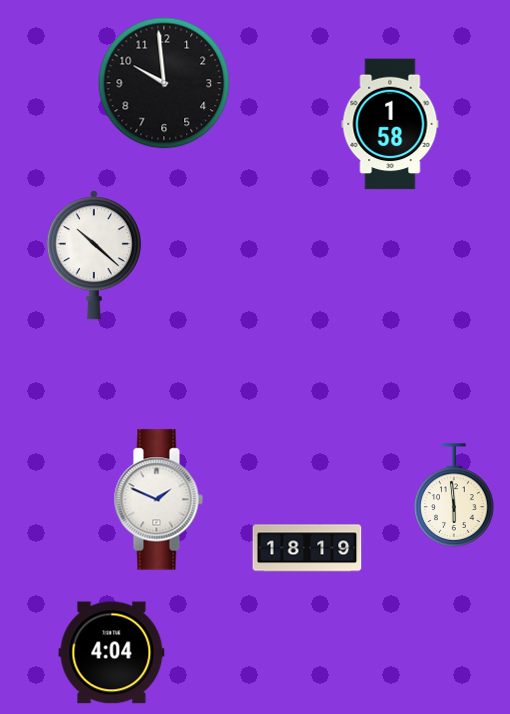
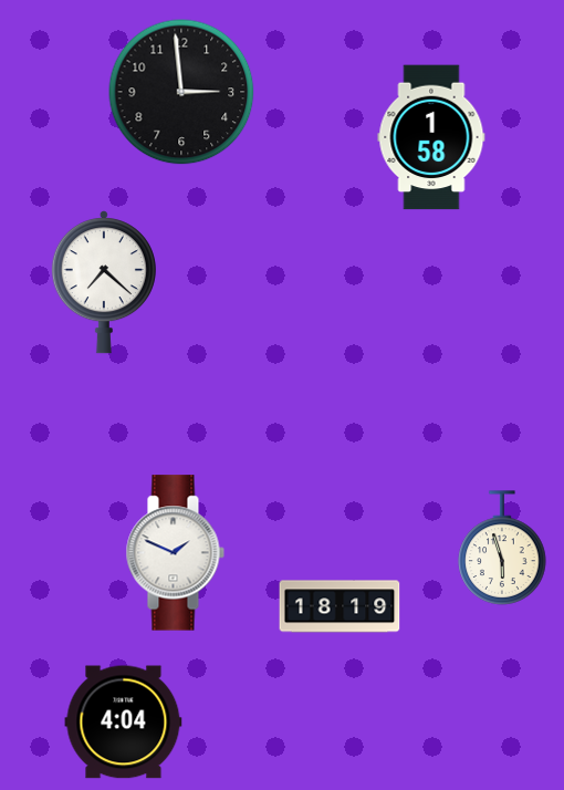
clock at (164, 83): 9:59 -> 2:59
clock at (94, 255): 10:22 -> 7:22
clock at (454, 495): 5:59 -> 5:57
